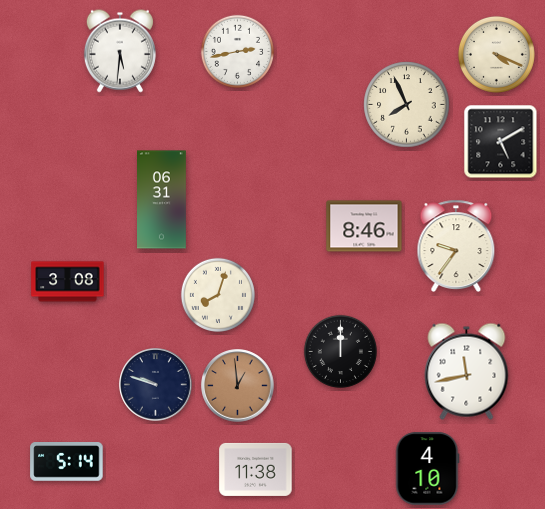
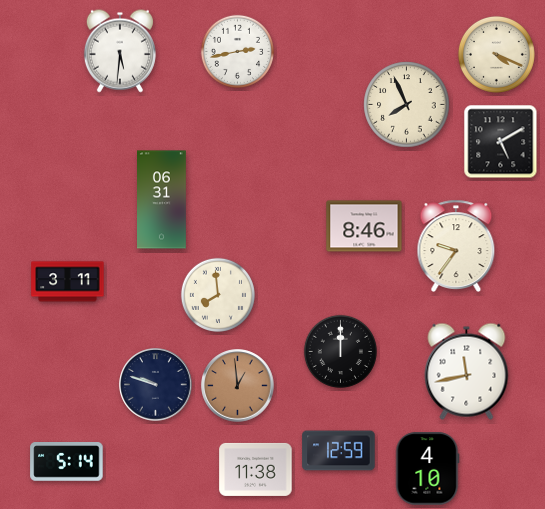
clock at (68, 282): 3:08 -> 3:11
clock at (218, 295): 8:03 -> 7:59
clock at (339, 451): none -> 12:59
